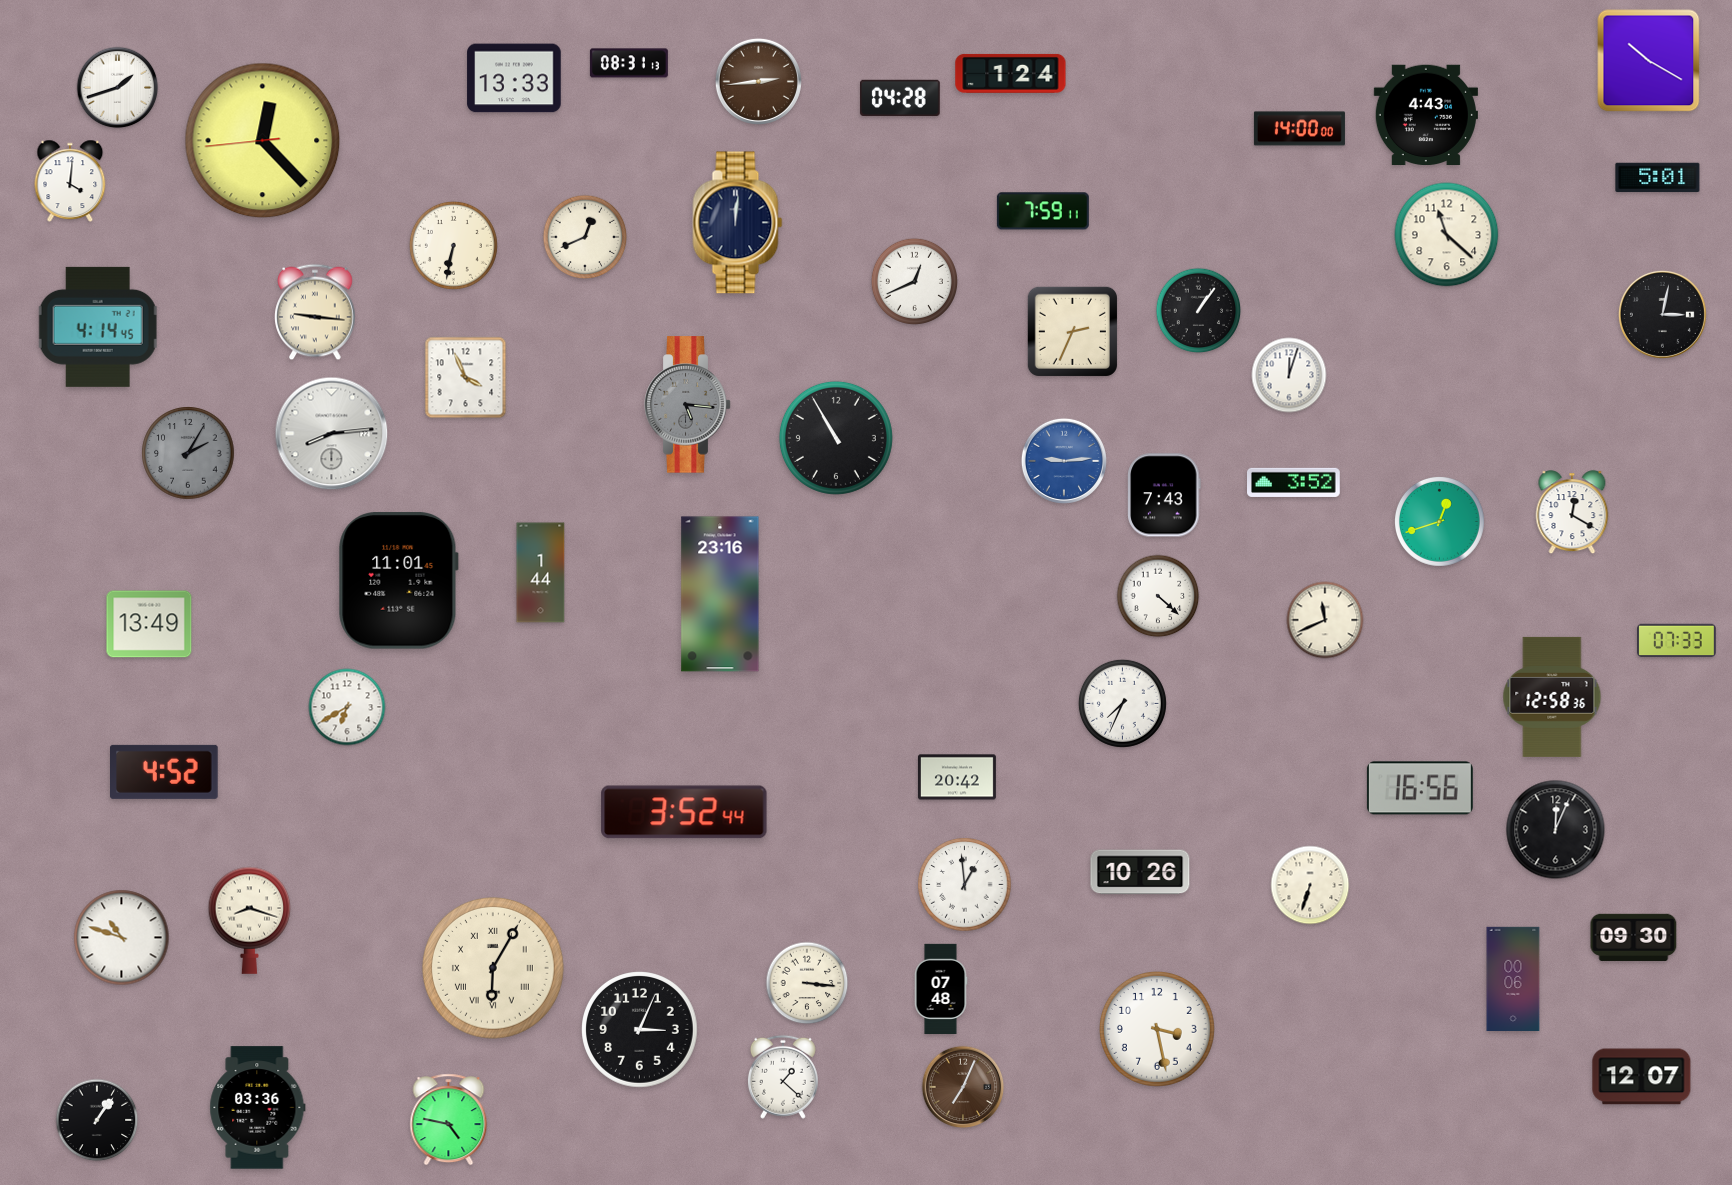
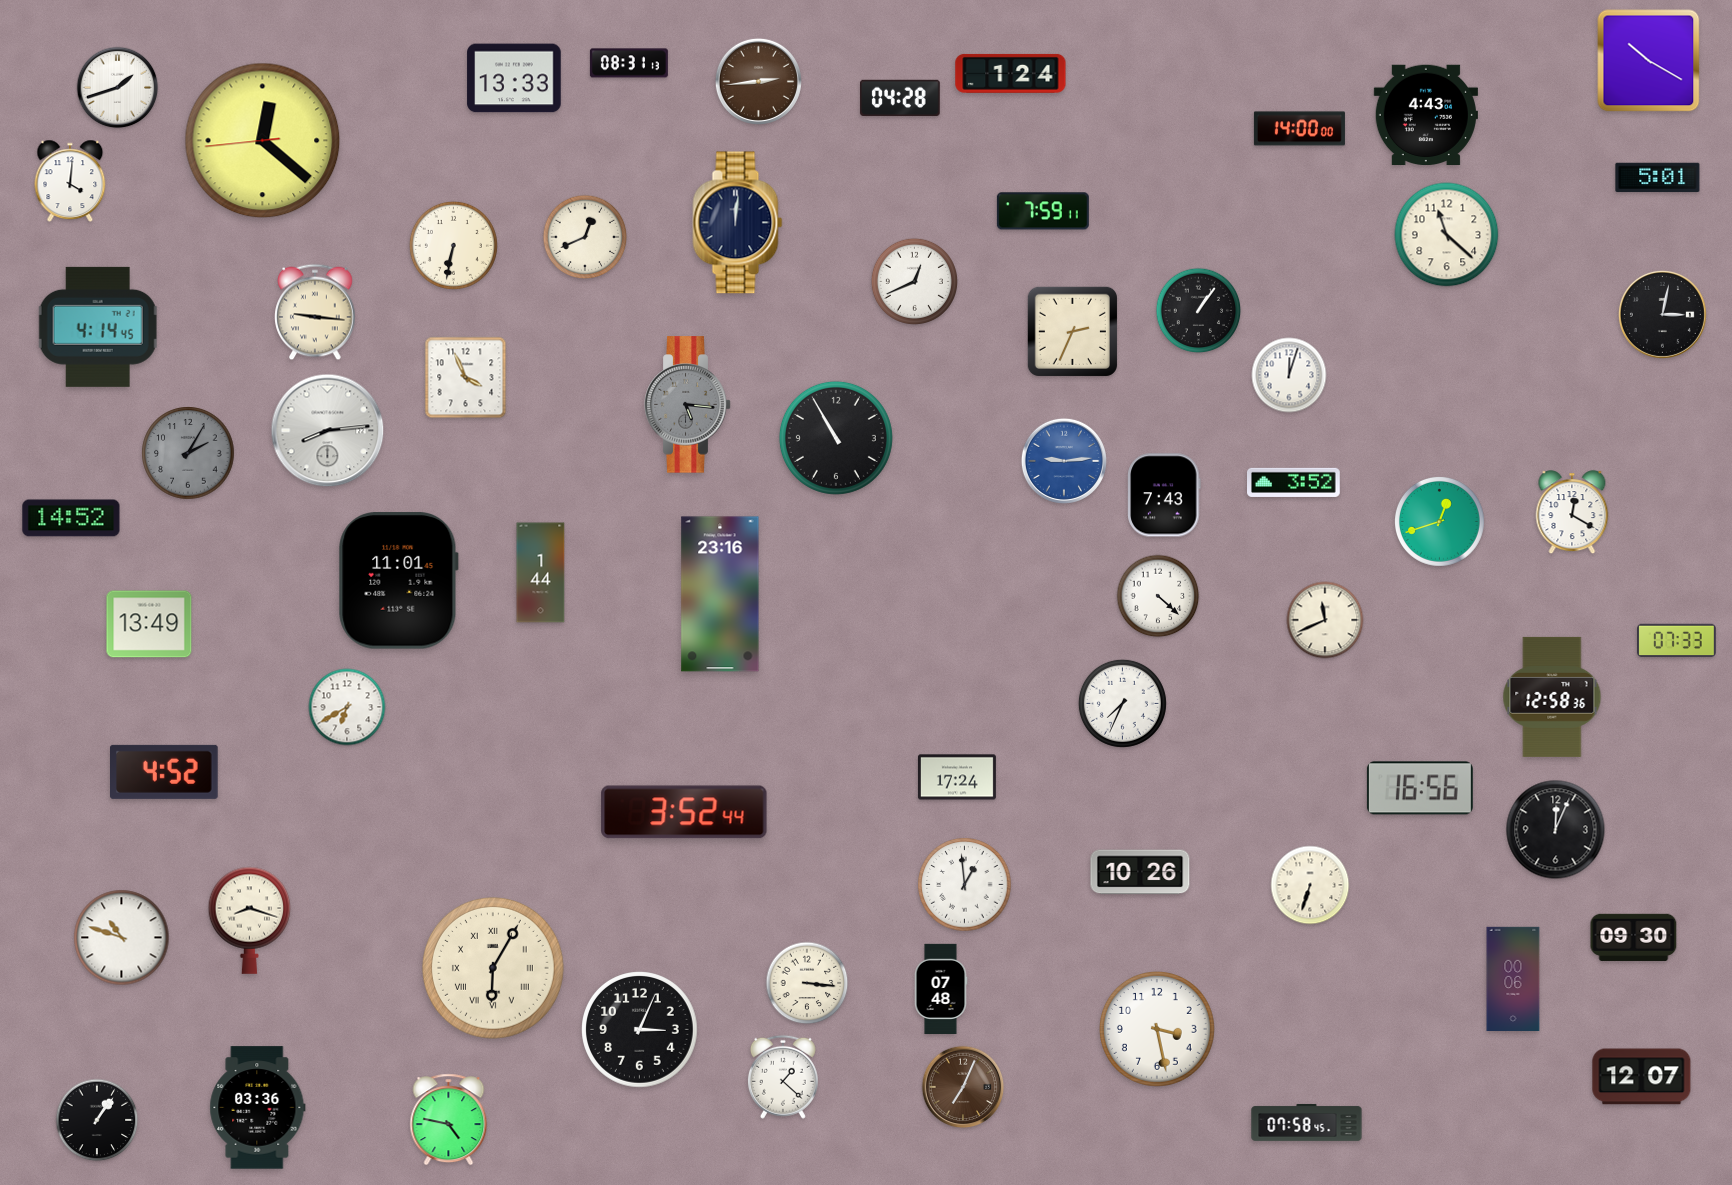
clock at (263, 141): 12:22 -> 12:21
clock at (332, 434) position: (332, 434) -> (328, 431)
clock at (71, 518): none -> 14:52
clock at (957, 777): 20:42 -> 17:24
clock at (1307, 1122): none -> 07:58
